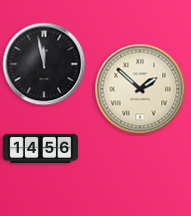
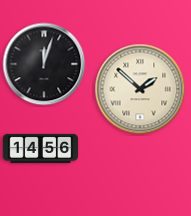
clock at (44, 64): 11:58 -> 12:03
